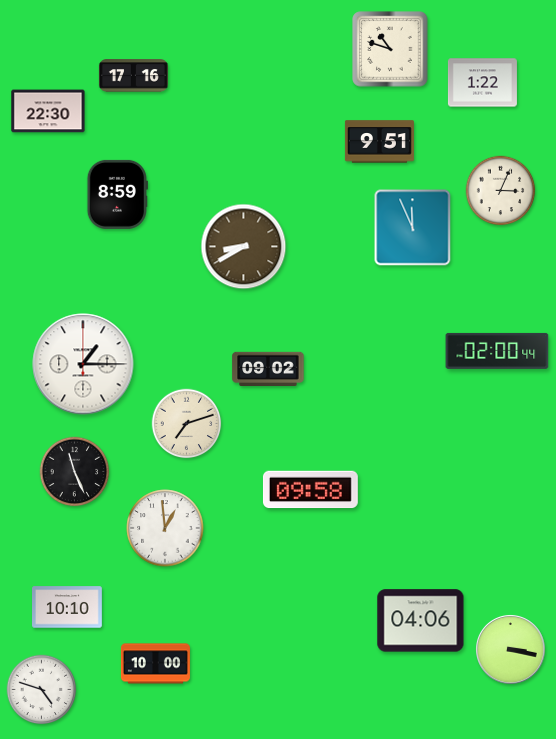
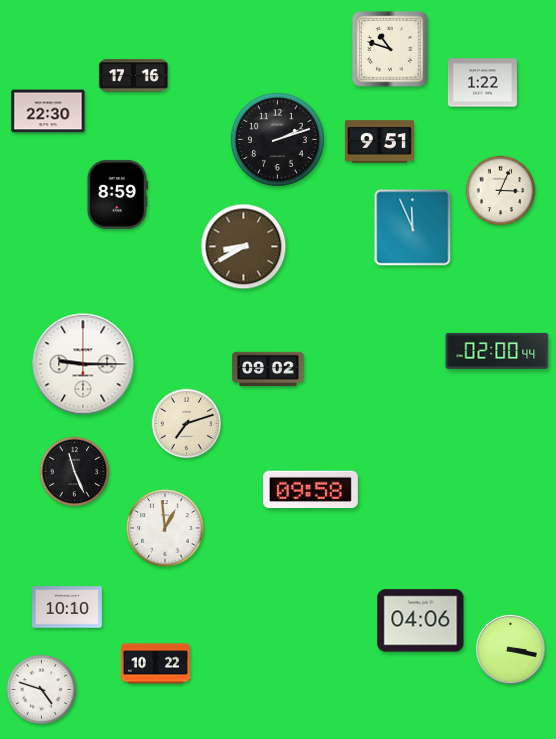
clock at (277, 139): none -> 2:12
clock at (83, 364): 1:15 -> 9:15
clock at (155, 664): 10:00 -> 10:22
